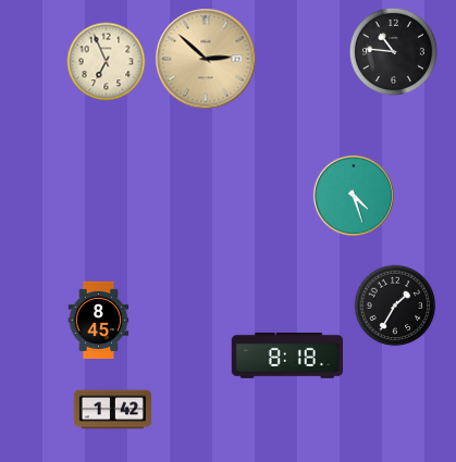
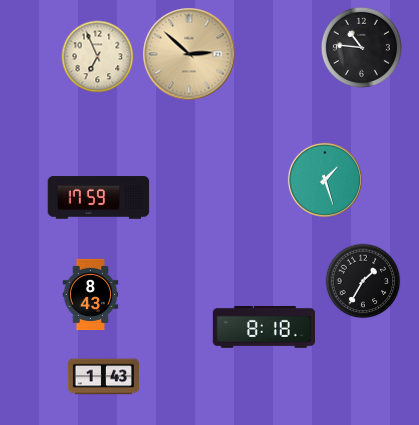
clock at (354, 196): 4:27 -> 1:27
clock at (99, 198): none -> 17:59
clock at (99, 320): 8:45 -> 8:43
clock at (112, 410): 1:42 -> 1:43
